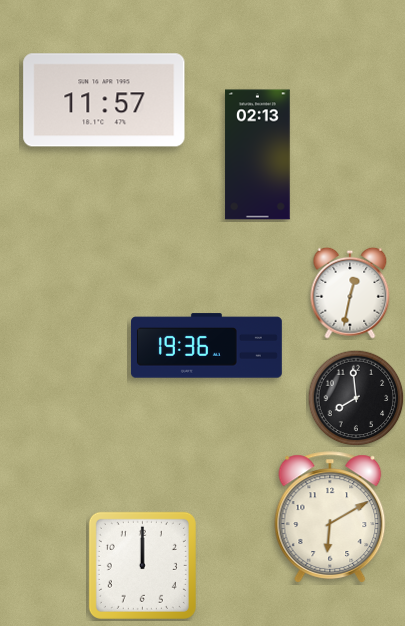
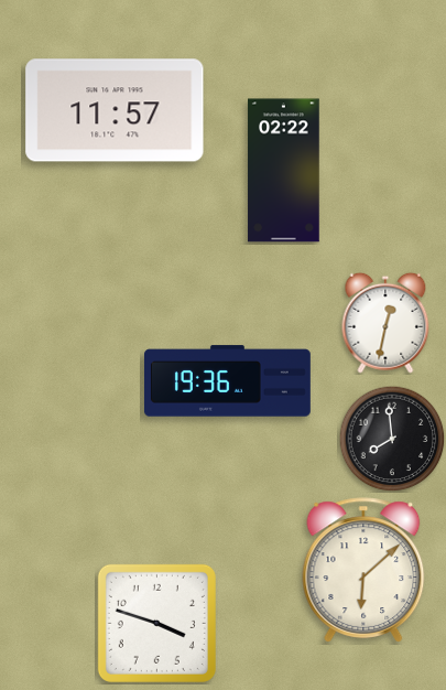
clock at (258, 155): 02:13 -> 02:22
clock at (330, 517): 6:10 -> 6:08
clock at (142, 565): 12:00 -> 3:48
